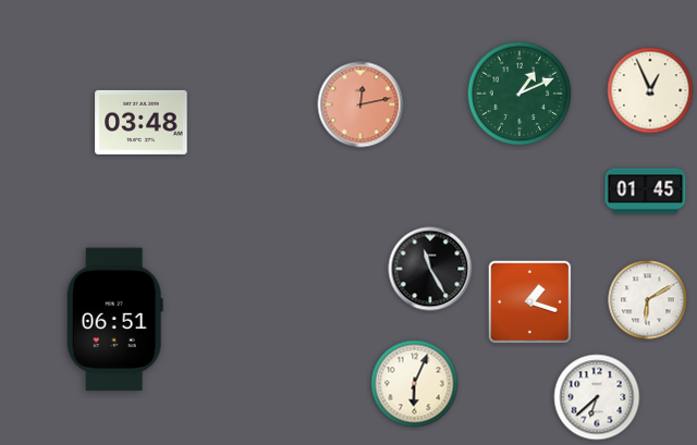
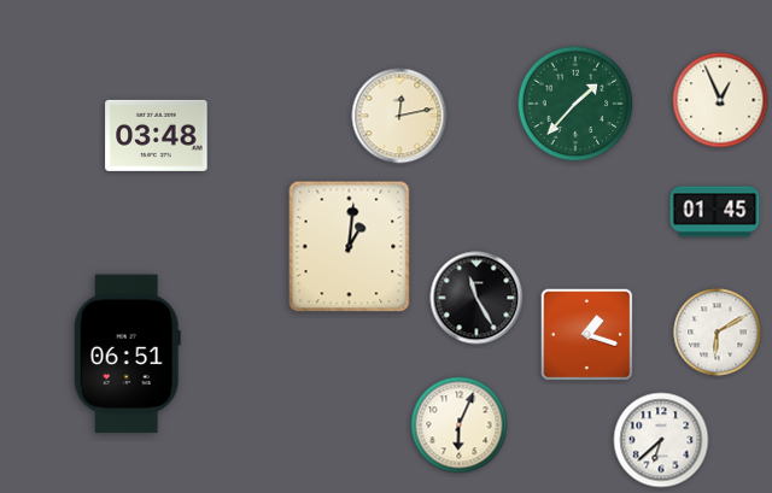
clock at (519, 94): 1:11 -> 1:37
clock at (360, 104) dial: salmon -> cream
clock at (350, 247): none -> 1:01
